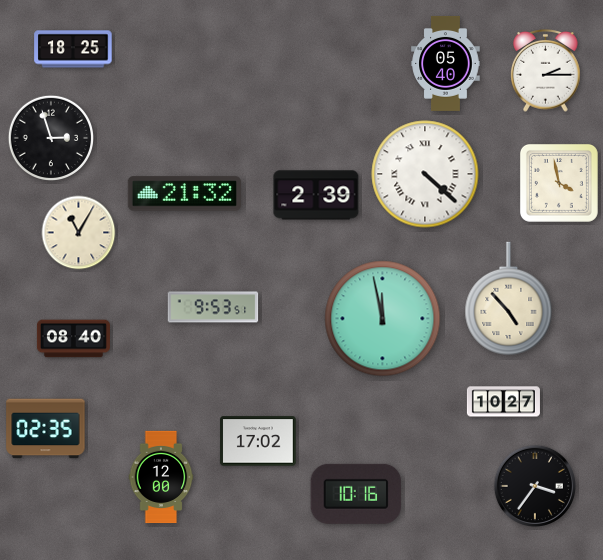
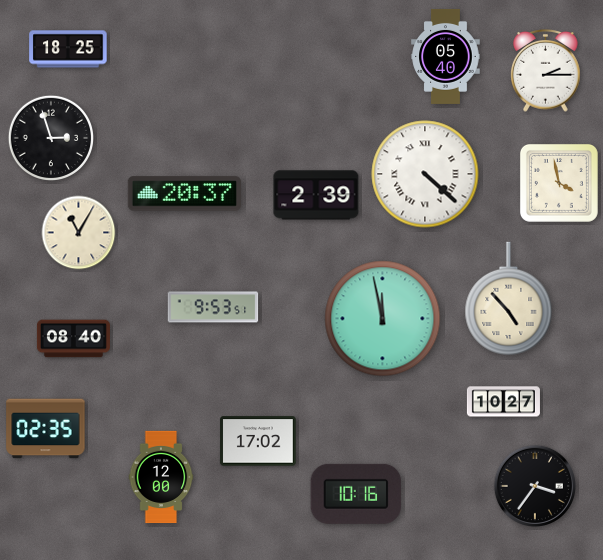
clock at (73, 49) position: (73, 49) -> (68, 49)
clock at (446, 63) position: (446, 63) -> (446, 56)
clock at (184, 194): 21:32 -> 20:37
